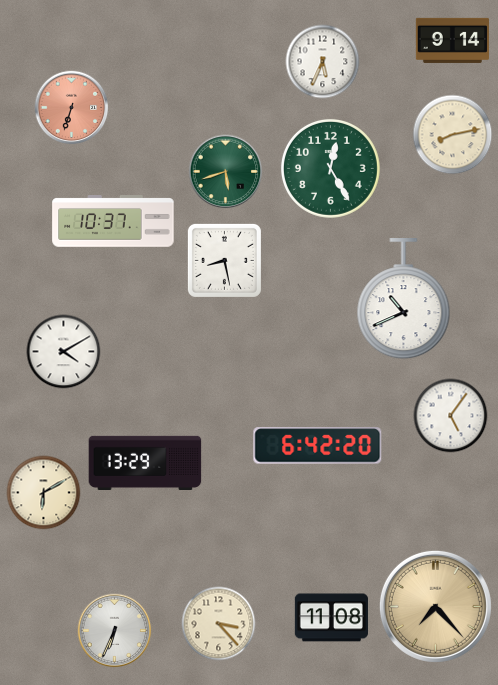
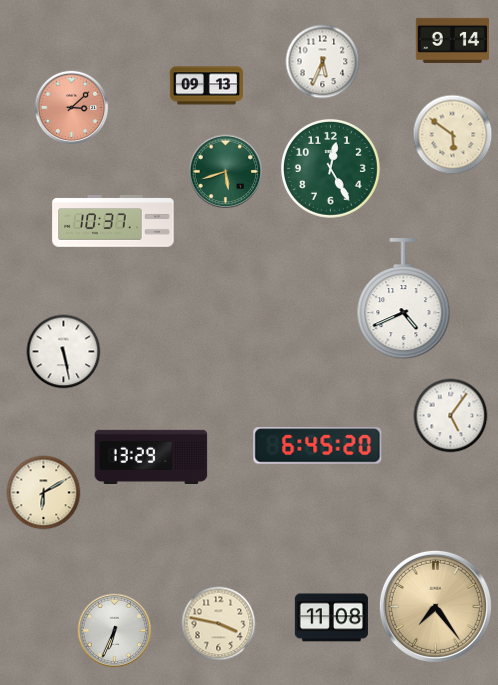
clock at (206, 86): none -> 09:13
clock at (72, 108): 6:33 -> 3:08
clock at (453, 135): 8:13 -> 5:51
clock at (224, 260): 8:28 -> none
clock at (404, 299): 10:41 -> 4:41
clock at (64, 352): 4:10 -> 5:28
clock at (318, 446): 6:42 -> 6:45
clock at (145, 462) position: (145, 462) -> (151, 456)
clock at (435, 606): 7:23 -> 7:24
clock at (219, 624): 3:23 -> 3:47
